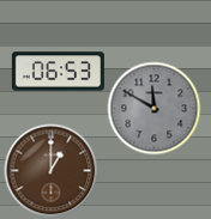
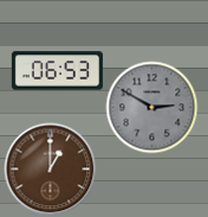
clock at (153, 108): 11:50 -> 2:50
